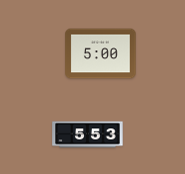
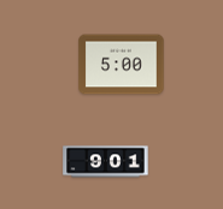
clock at (88, 135): 5:53 -> 9:01
